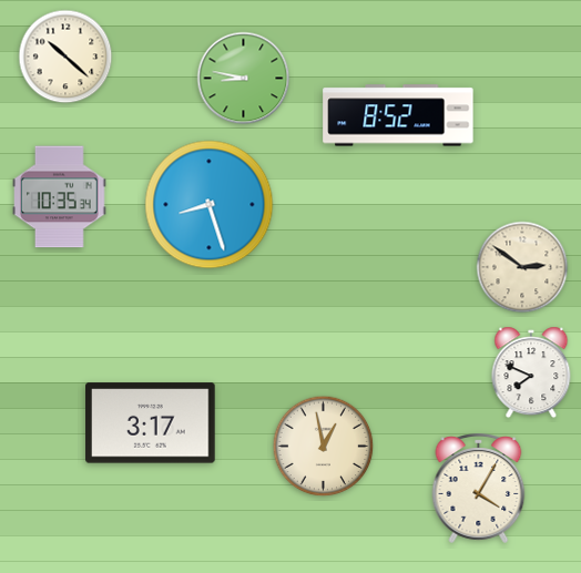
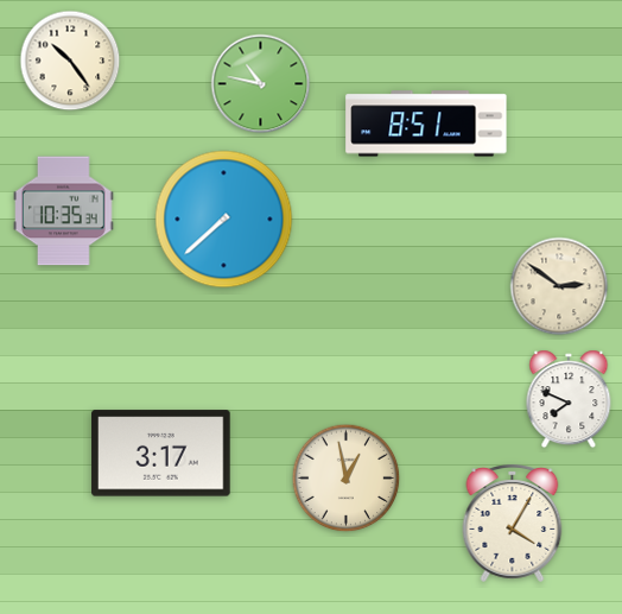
clock at (65, 57): 10:22 -> 10:24
clock at (244, 79): 8:47 -> 10:47
clock at (398, 115): 8:52 -> 8:51
clock at (210, 205): 8:27 -> 7:38
